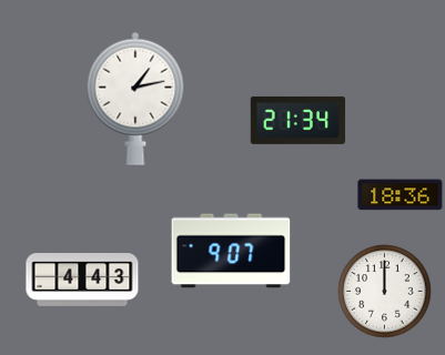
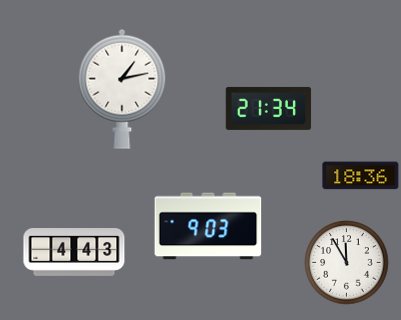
clock at (231, 251): 9:07 -> 9:03
clock at (385, 292): 12:00 -> 11:55
